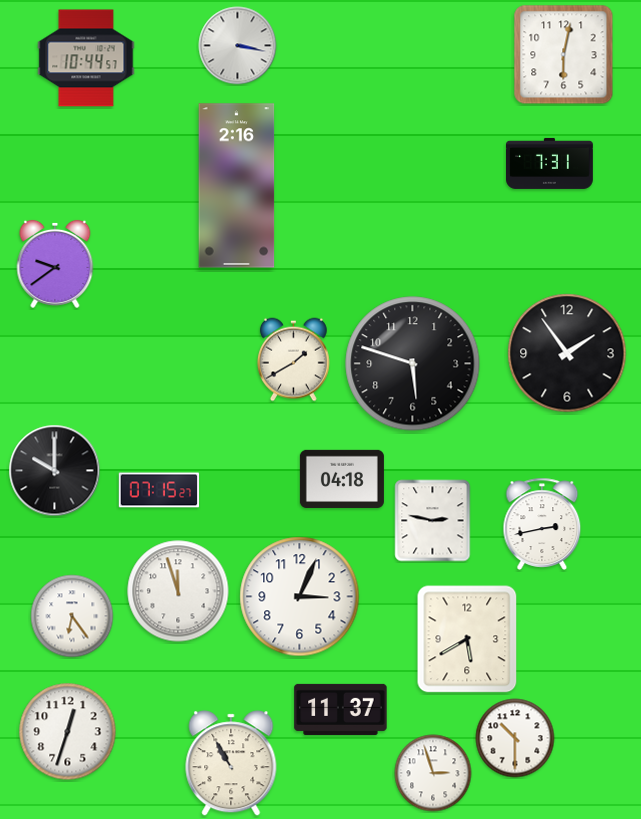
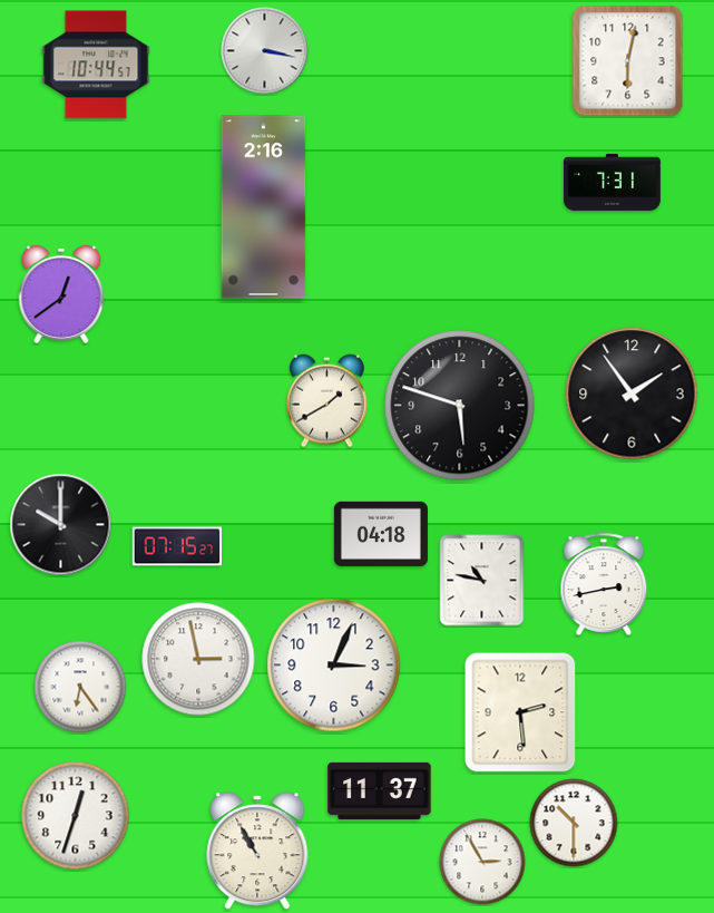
clock at (55, 264): 9:39 -> 12:39
clock at (433, 521): 2:47 -> 10:47
clock at (178, 591): 11:57 -> 2:58
clock at (467, 639): 5:40 -> 2:29
clock at (433, 773): 2:57 -> 2:55
